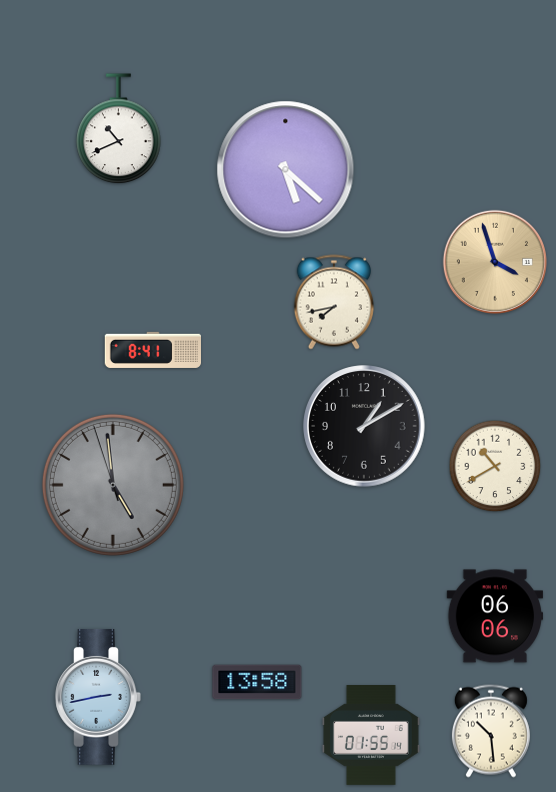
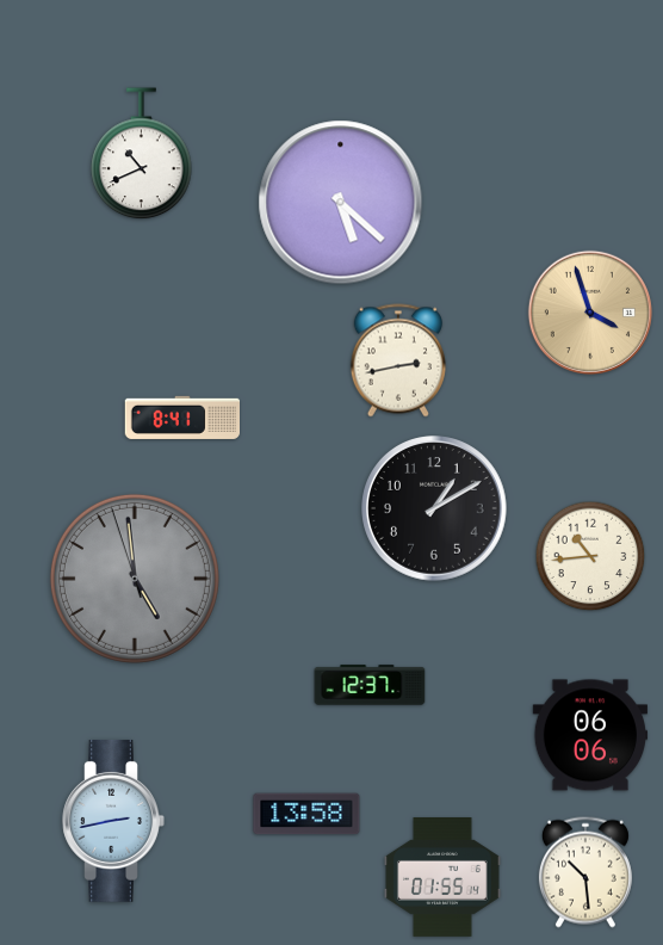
clock at (334, 302): 7:43 -> 2:43
clock at (495, 466): 10:40 -> 10:44
clock at (370, 685): none -> 12:37
clock at (98, 697) position: (98, 697) -> (113, 821)
